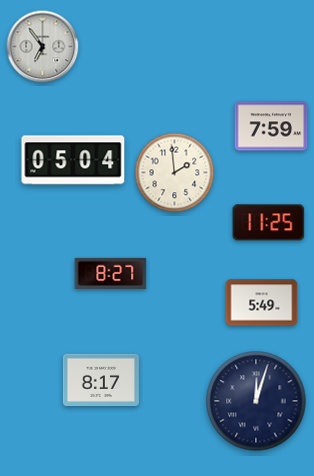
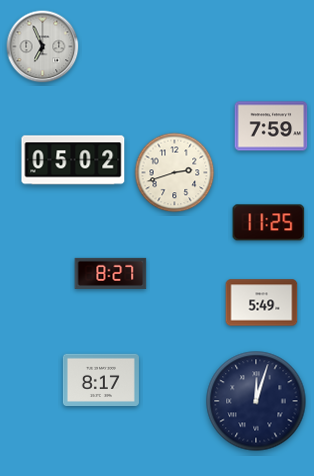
clock at (43, 47): 6:54 -> 6:56
clock at (73, 160): 05:04 -> 05:02
clock at (175, 173): 1:59 -> 2:42
